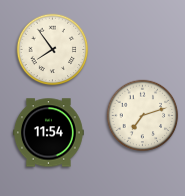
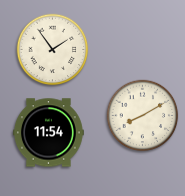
clock at (53, 50): 7:54 -> 1:54
clock at (143, 116): 7:12 -> 8:10
